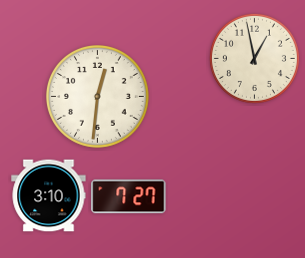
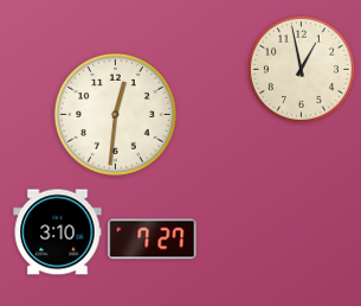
clock at (129, 197) position: (129, 197) -> (153, 240)
